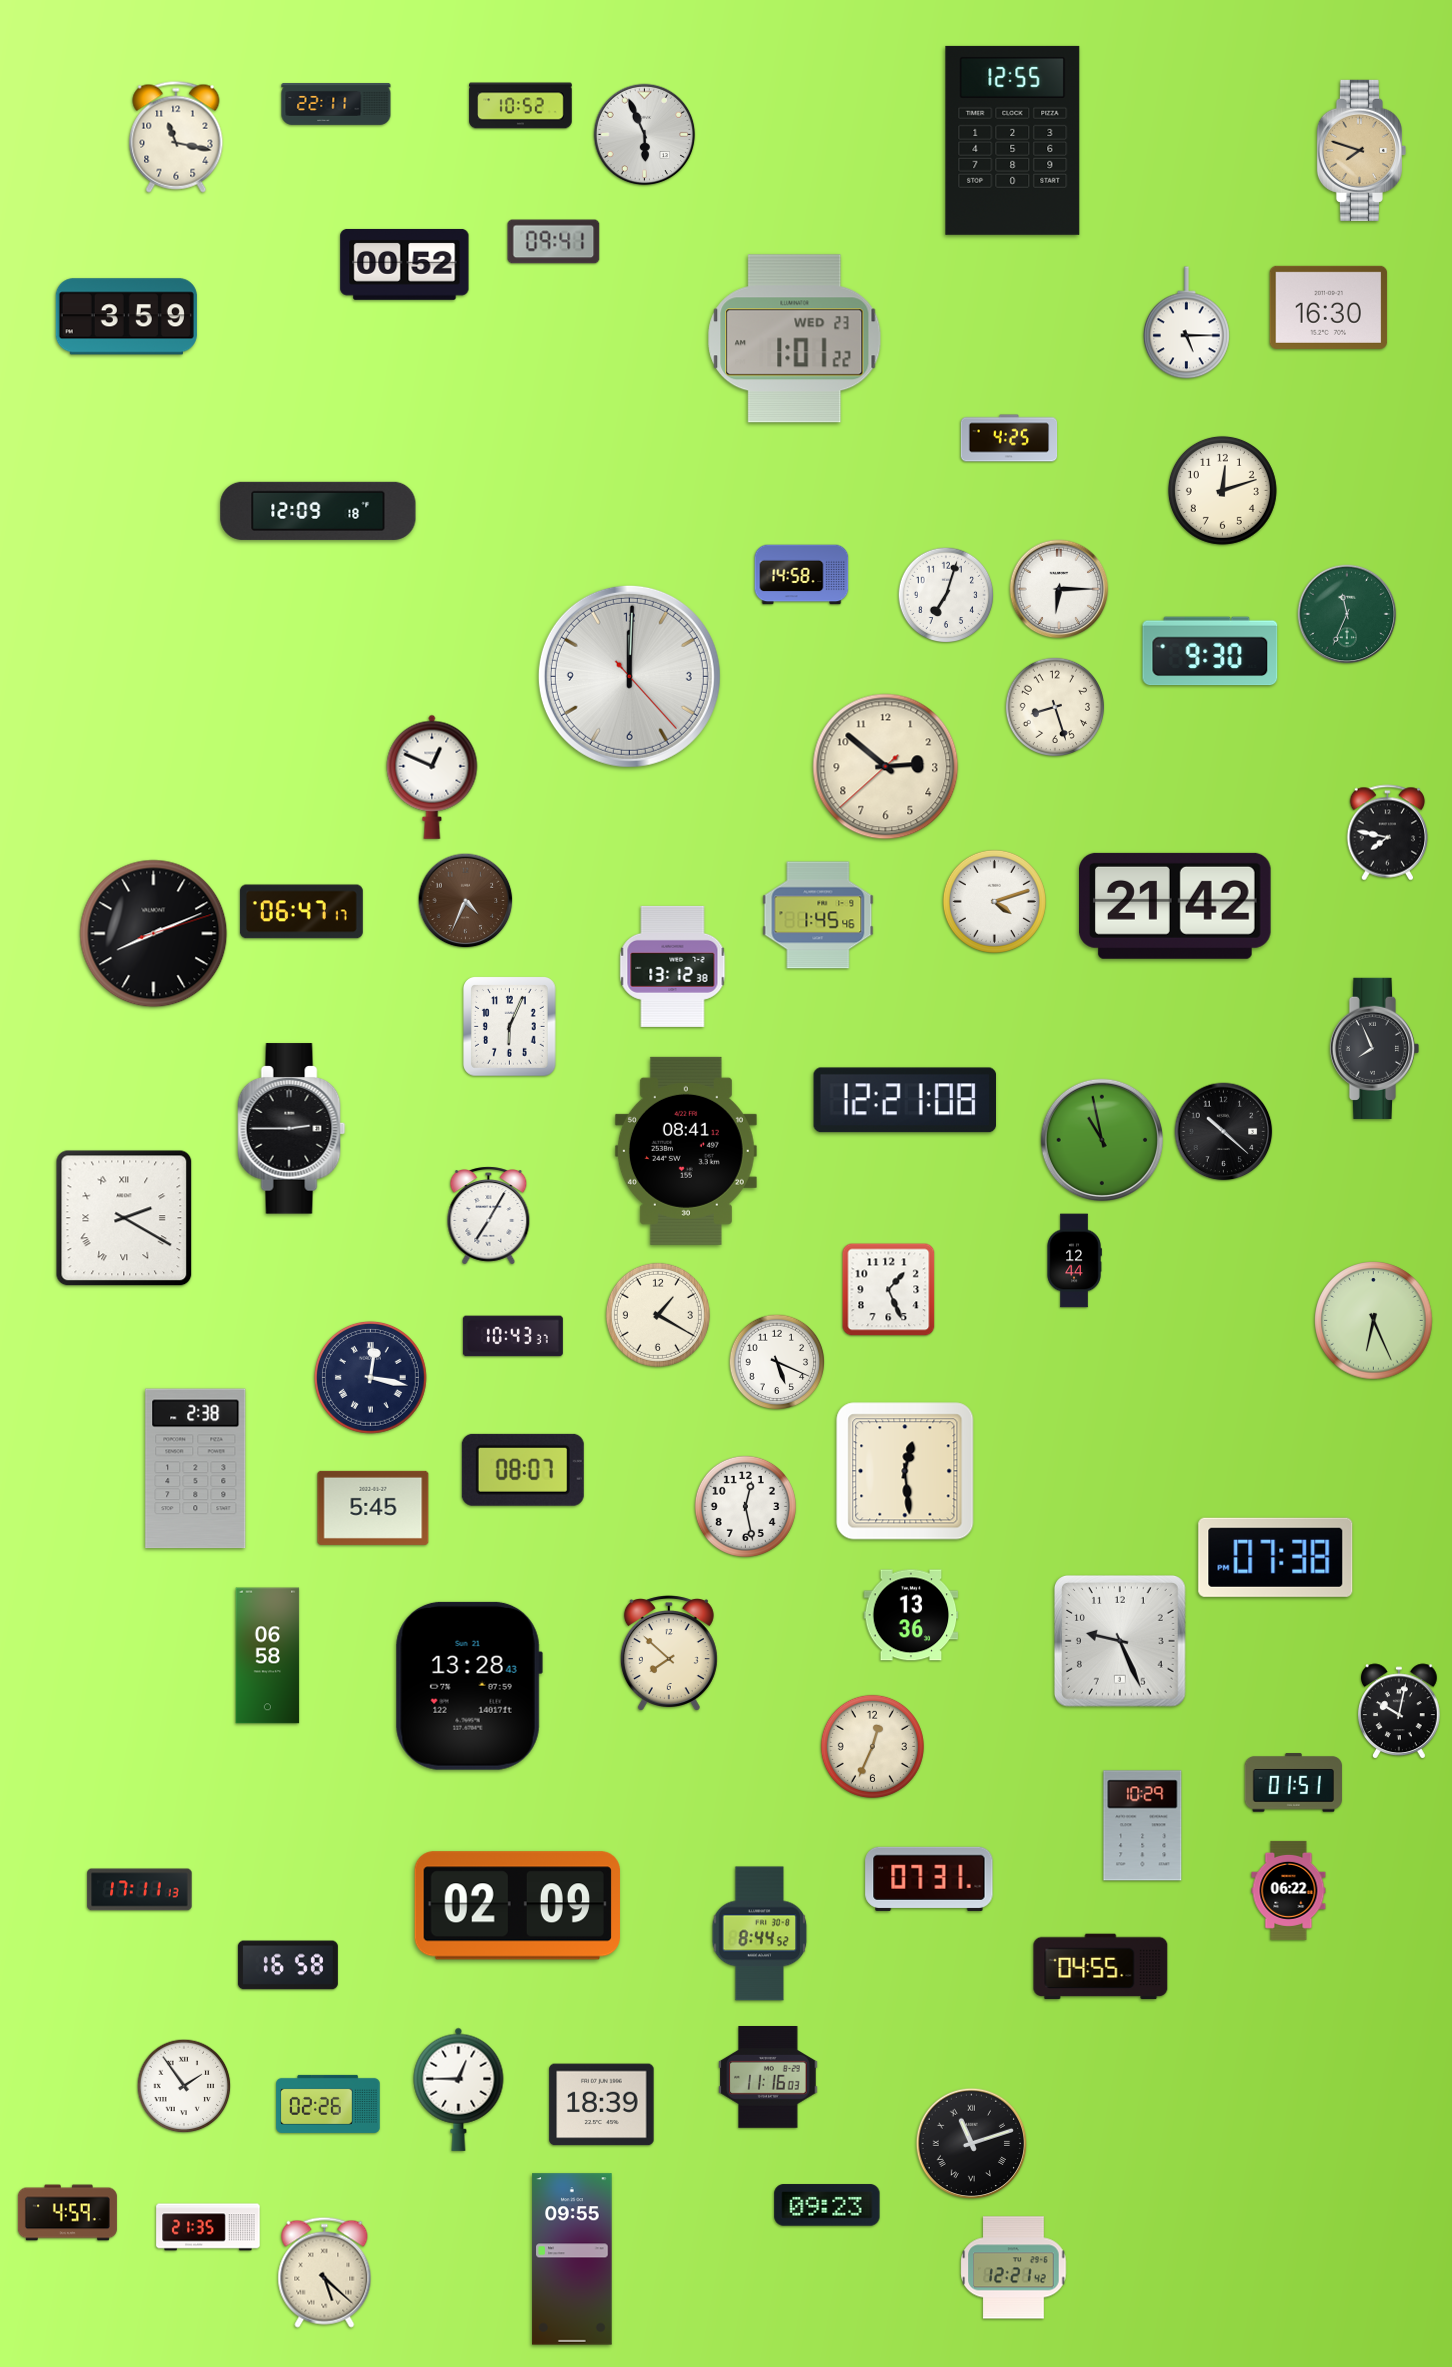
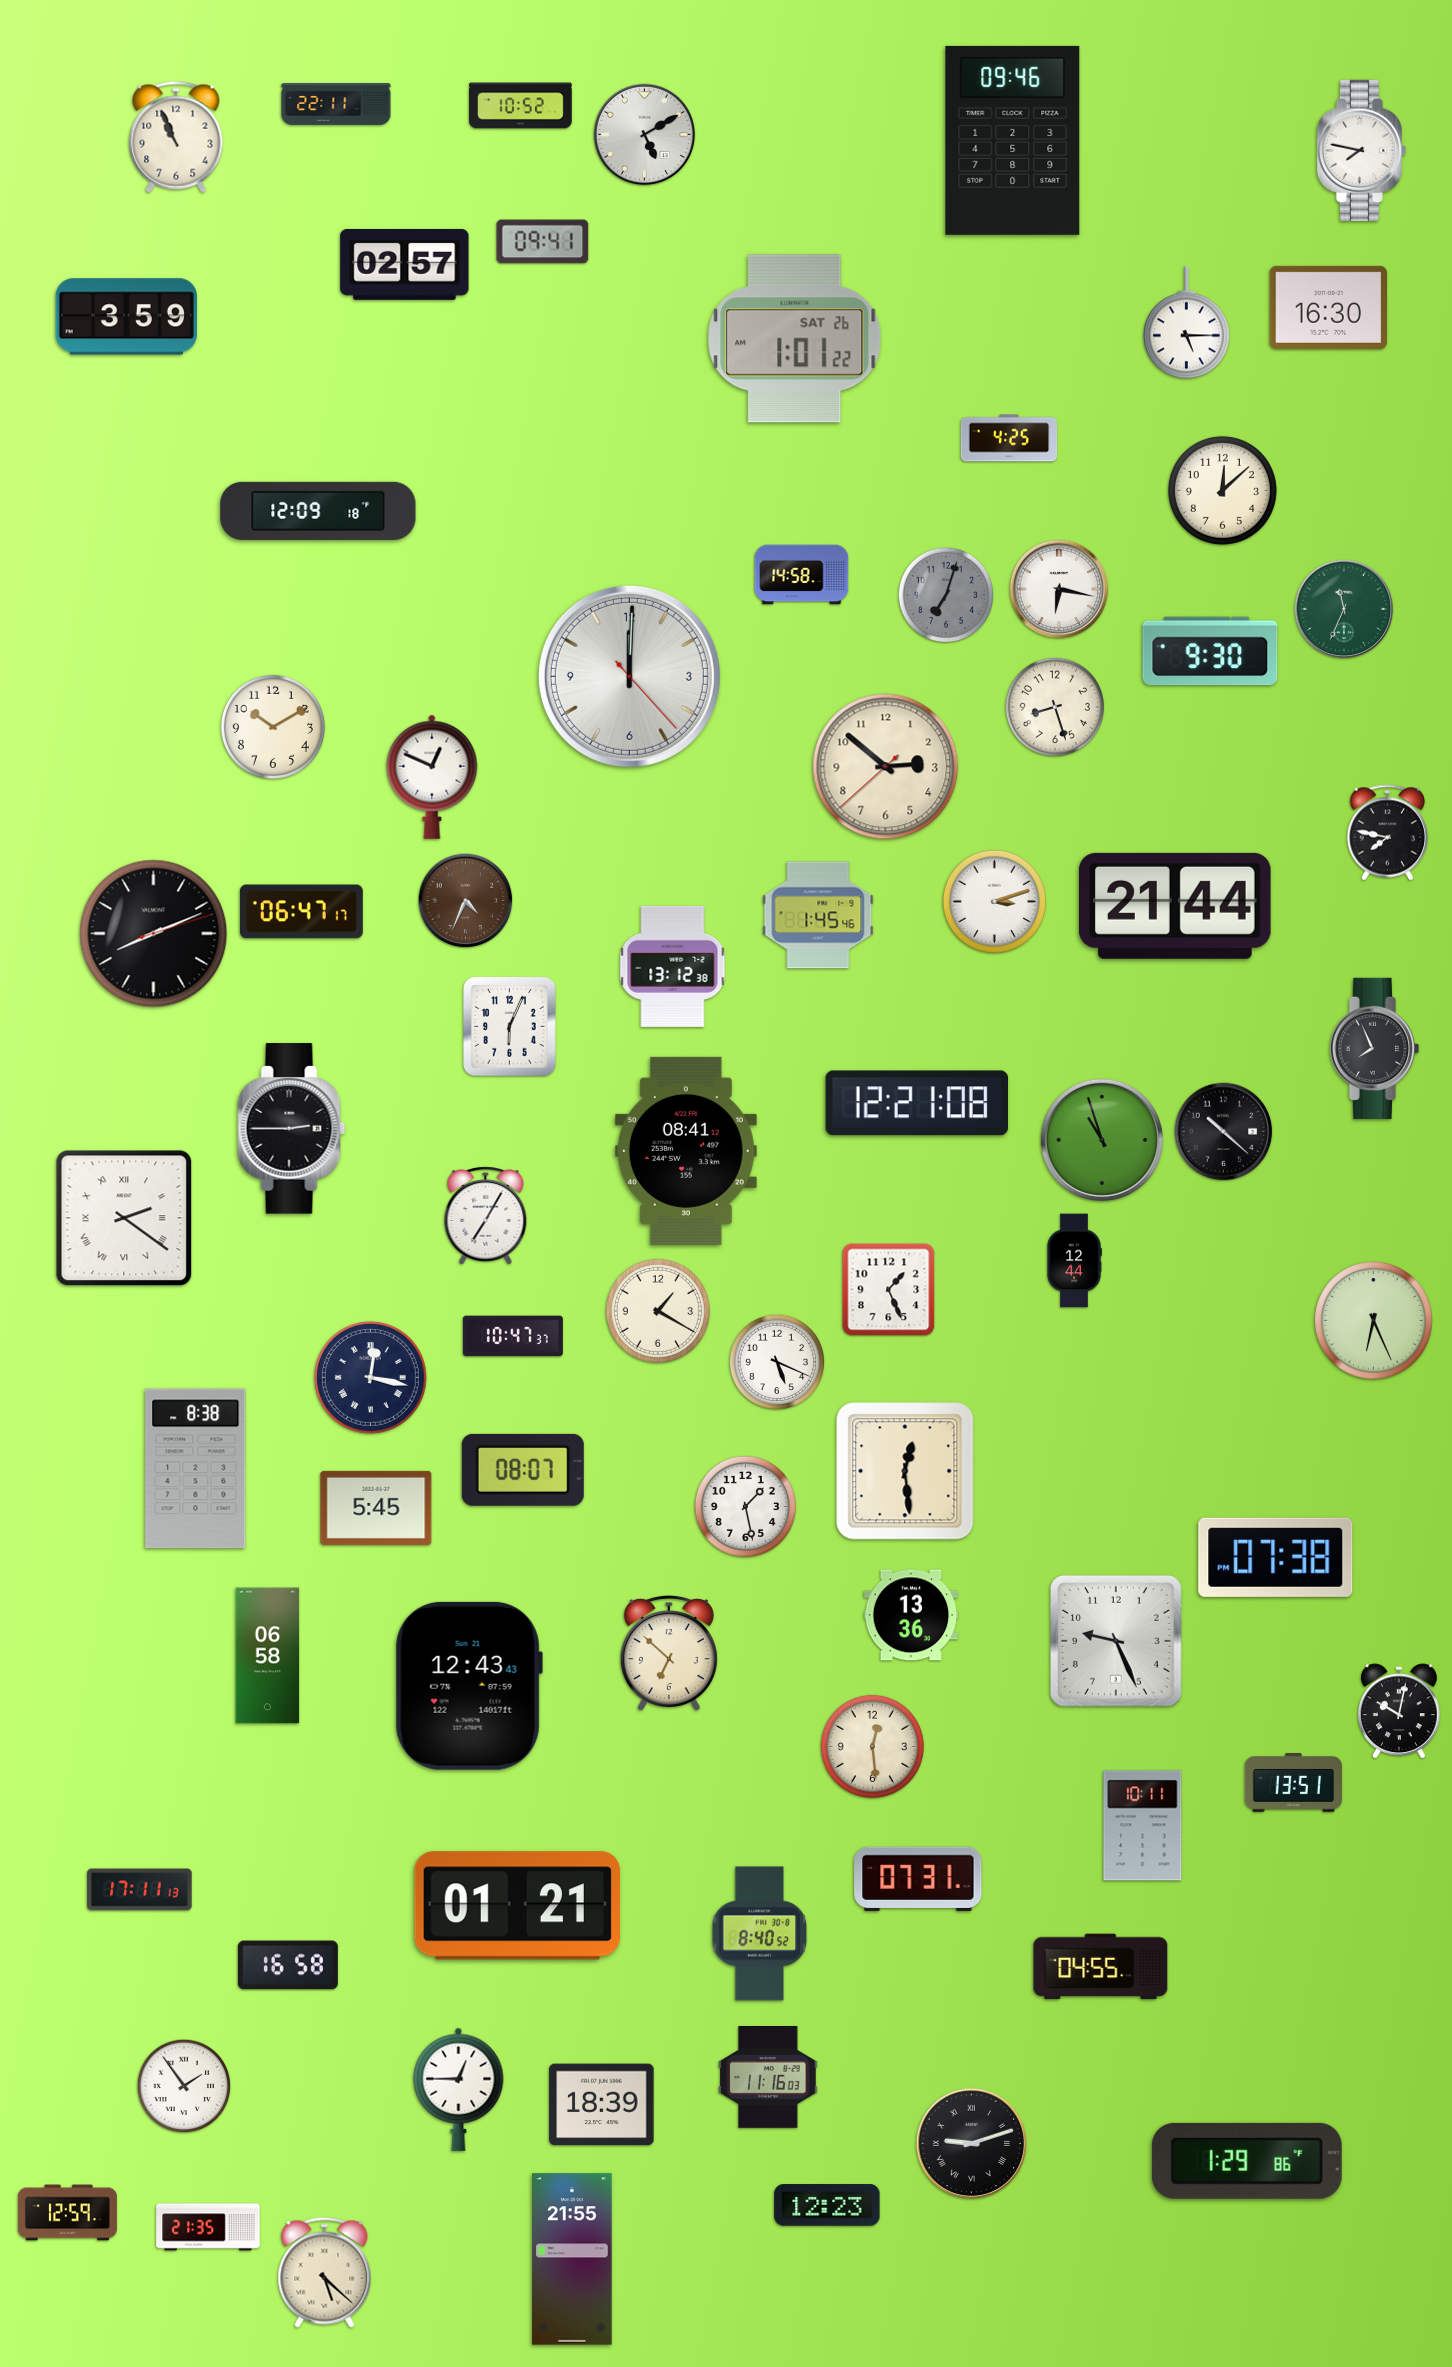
clock at (645, 135): 5:56 -> 5:10
clock at (176, 137): 11:17 -> 10:56
clock at (1013, 140): 12:55 -> 09:46
clock at (1361, 150): 7:48 -> 7:47
clock at (1361, 150) dial: champagne -> white
clock at (554, 242) position: (554, 242) -> (543, 242)
clock at (405, 264): 00:52 -> 02:57
clock at (795, 339) date: WED 23 -> SAT 26
clock at (1222, 490): 12:12 -> 12:08
clock at (1059, 589): 6:15 -> 6:17
clock at (946, 595) dial: white -> grey
clock at (1347, 614) position: (1347, 614) -> (1344, 609)
clock at (273, 727): none -> 10:10
clock at (994, 901): 4:12 -> 3:12
clock at (1176, 906): 21:42 -> 21:44
clock at (904, 1100) position: (904, 1100) -> (916, 1103)
clock at (1101, 1139): 10:58 -> 10:57
clock at (489, 1216) position: (489, 1216) -> (486, 1216)
clock at (124, 1218): 2:20 -> 2:21
clock at (658, 1315) position: (658, 1315) -> (658, 1311)
clock at (513, 1336): 10:43 -> 10:47
clock at (196, 1469): 2:38 -> 8:38
clock at (745, 1506): 12:28 -> 1:28
clock at (373, 1508) position: (373, 1508) -> (376, 1508)
clock at (1121, 1642) position: (1121, 1642) -> (1117, 1642)
clock at (669, 1653): 7:52 -> 6:52
clock at (469, 1686): 13:28 -> 12:43
clock at (872, 1746): 12:34 -> 12:29
clock at (1293, 1783): 01:51 -> 13:51
clock at (1143, 1826): 10:29 -> 10:11
clock at (929, 1879) position: (929, 1879) -> (918, 1879)
clock at (1289, 1890): 06:22 -> none
clock at (517, 1906): 02:09 -> 01:21
clock at (760, 1934): 8:44 -> 8:40
clock at (328, 2104): 02:26 -> none
clock at (972, 2144): 11:12 -> 9:12
clock at (1247, 2161): none -> 1:29
clock at (827, 2205): 09:23 -> 12:23
clock at (67, 2213): 4:59 -> 12:59
clock at (572, 2259): 09:55 -> 21:55
clock at (1014, 2268): 12:21 -> none
